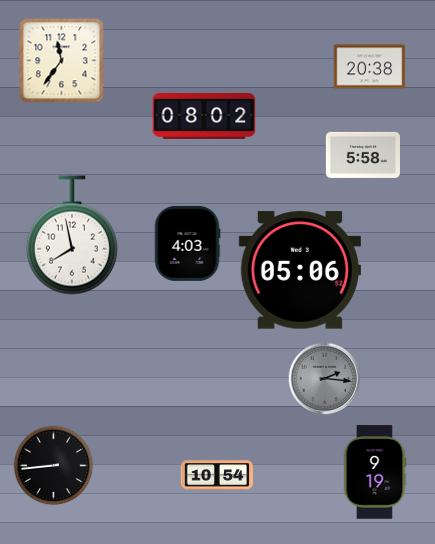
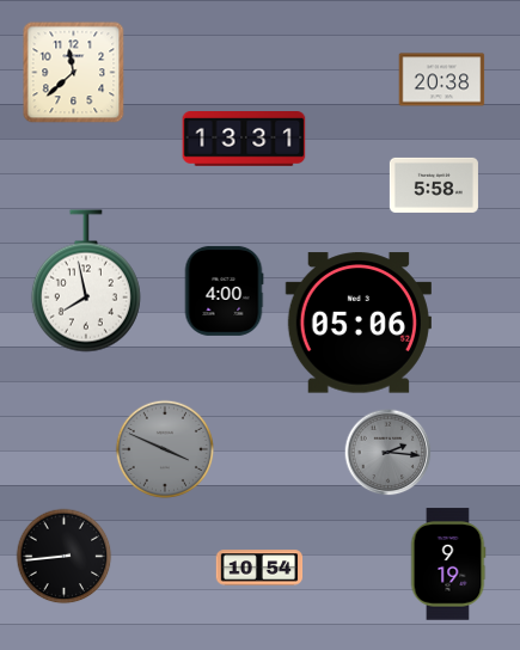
clock at (62, 61): 11:36 -> 11:38
clock at (204, 117): 08:02 -> 13:31
clock at (187, 243): 4:03 -> 4:00
clock at (165, 449): none -> 3:49
